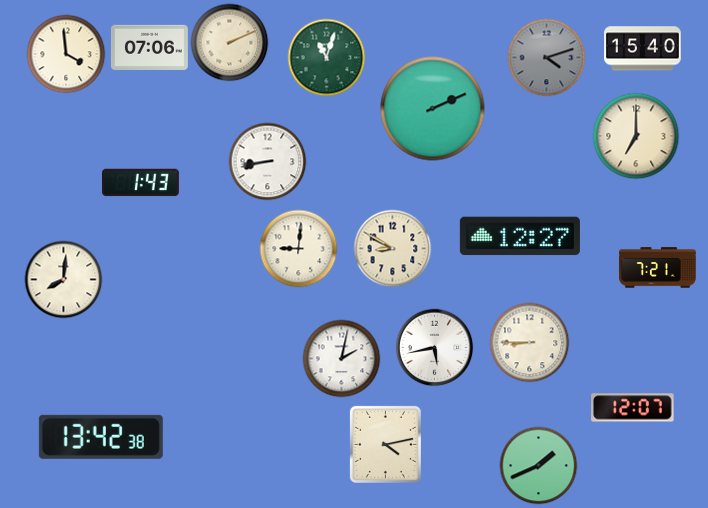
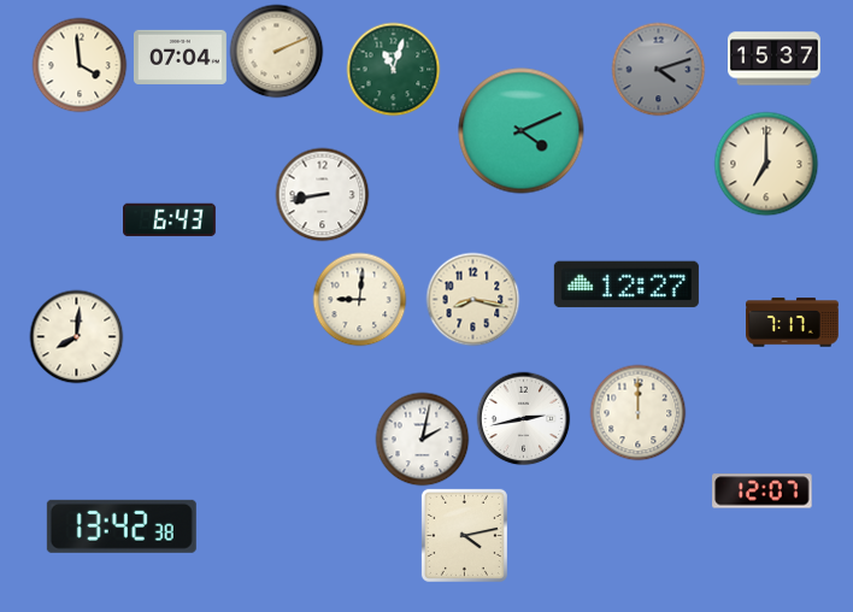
clock at (149, 47): 07:06 -> 07:04
clock at (643, 49): 15:40 -> 15:37
clock at (433, 109): 2:11 -> 4:11
clock at (141, 183): 1:43 -> 6:43
clock at (392, 248): 8:50 -> 8:17
clock at (658, 268): 7:21 -> 7:17
clock at (529, 342): 8:45 -> 12:00
clock at (434, 347): 5:43 -> 2:43
clock at (341, 358) position: (341, 358) -> (422, 439)
clock at (538, 465): 1:41 -> none
